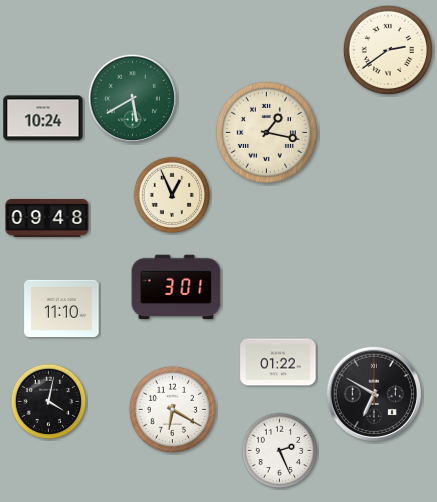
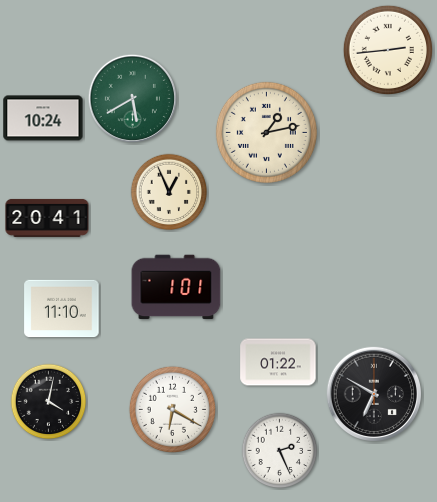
clock at (388, 50): 2:39 -> 2:44
clock at (266, 132): 1:17 -> 1:13
clock at (172, 195) position: (172, 195) -> (169, 192)
clock at (47, 218): 09:48 -> 20:41
clock at (176, 287): 3:01 -> 1:01
